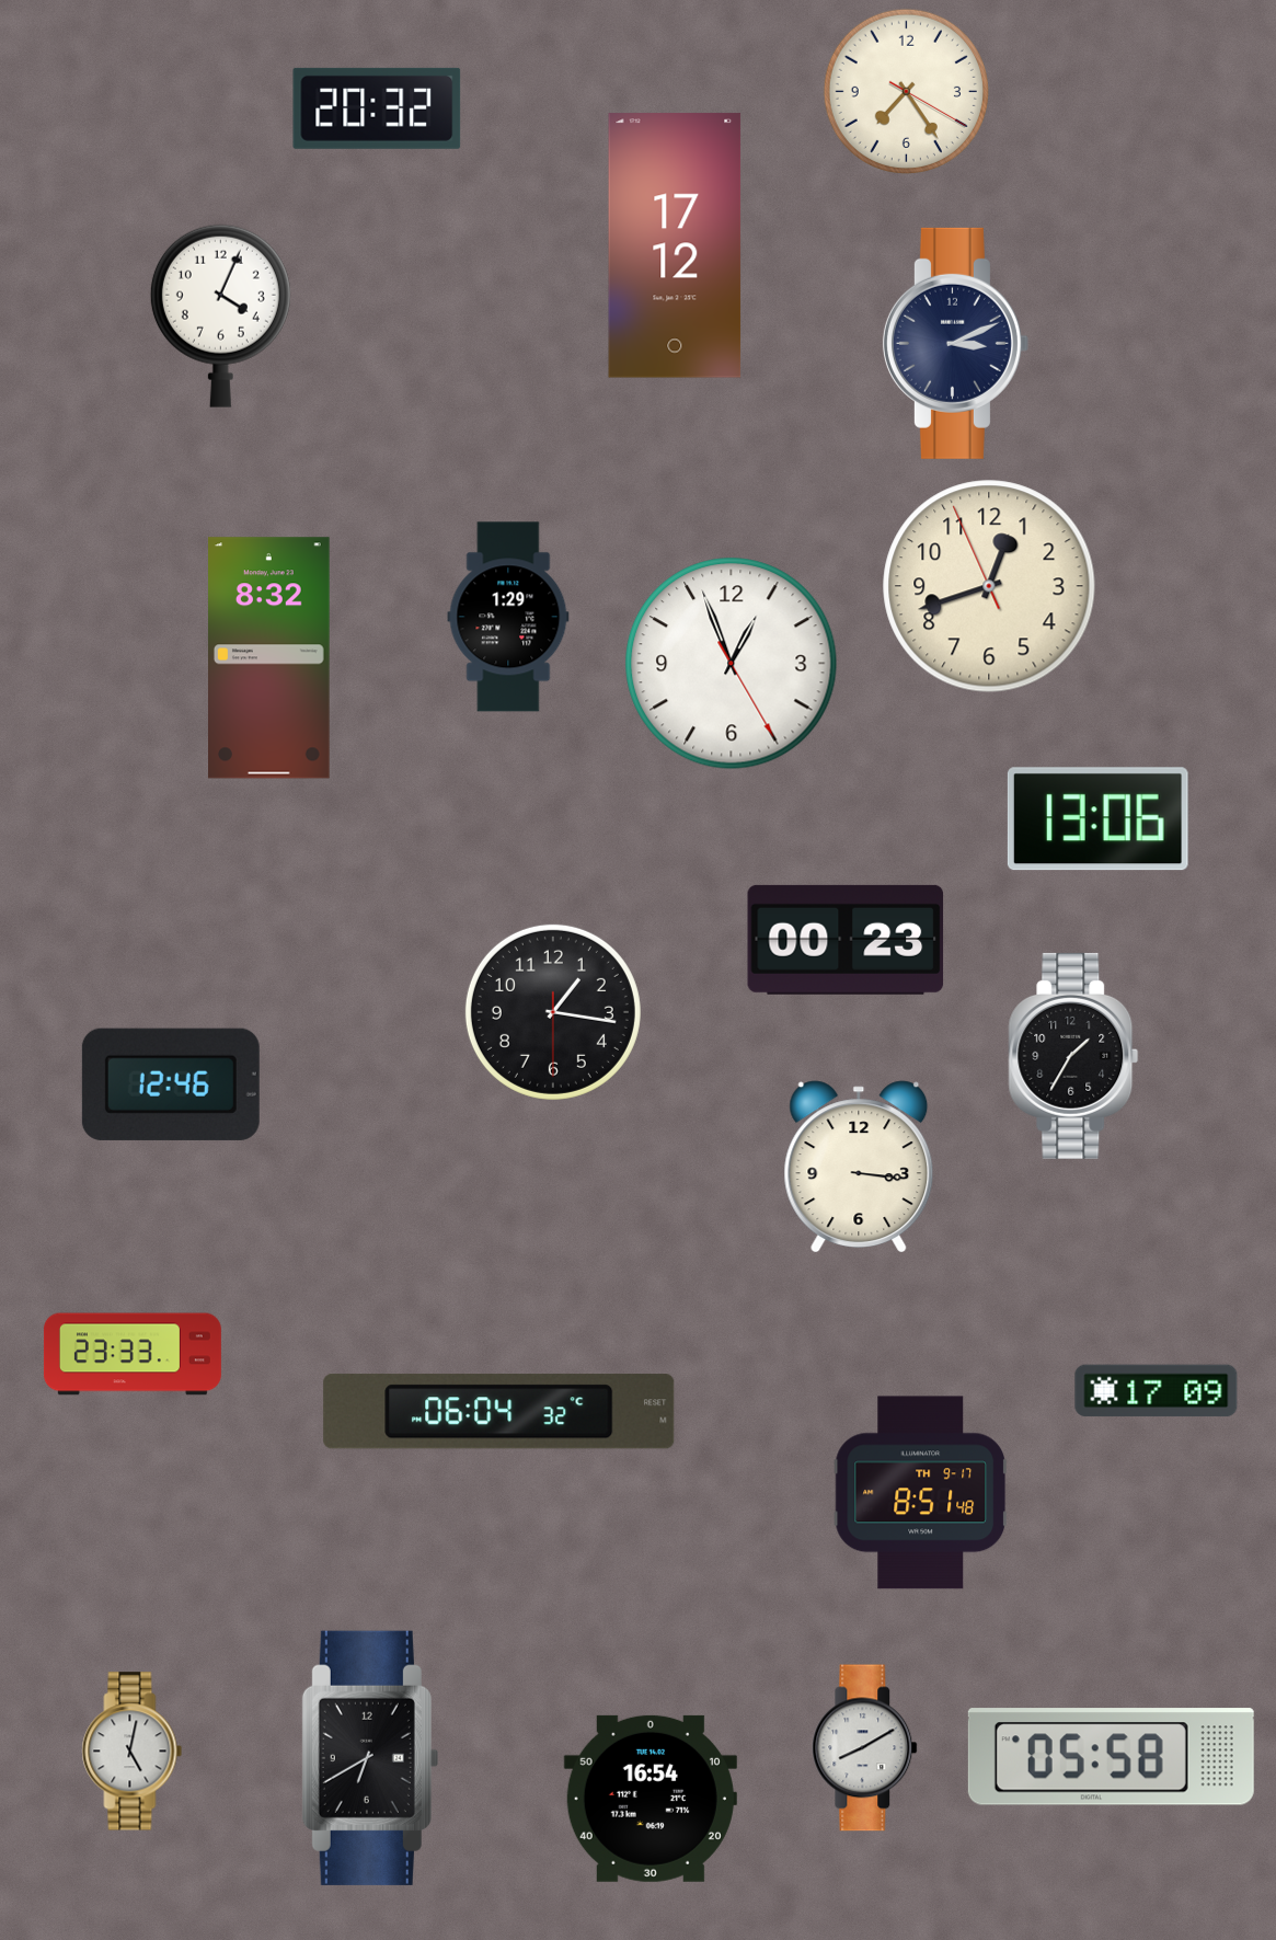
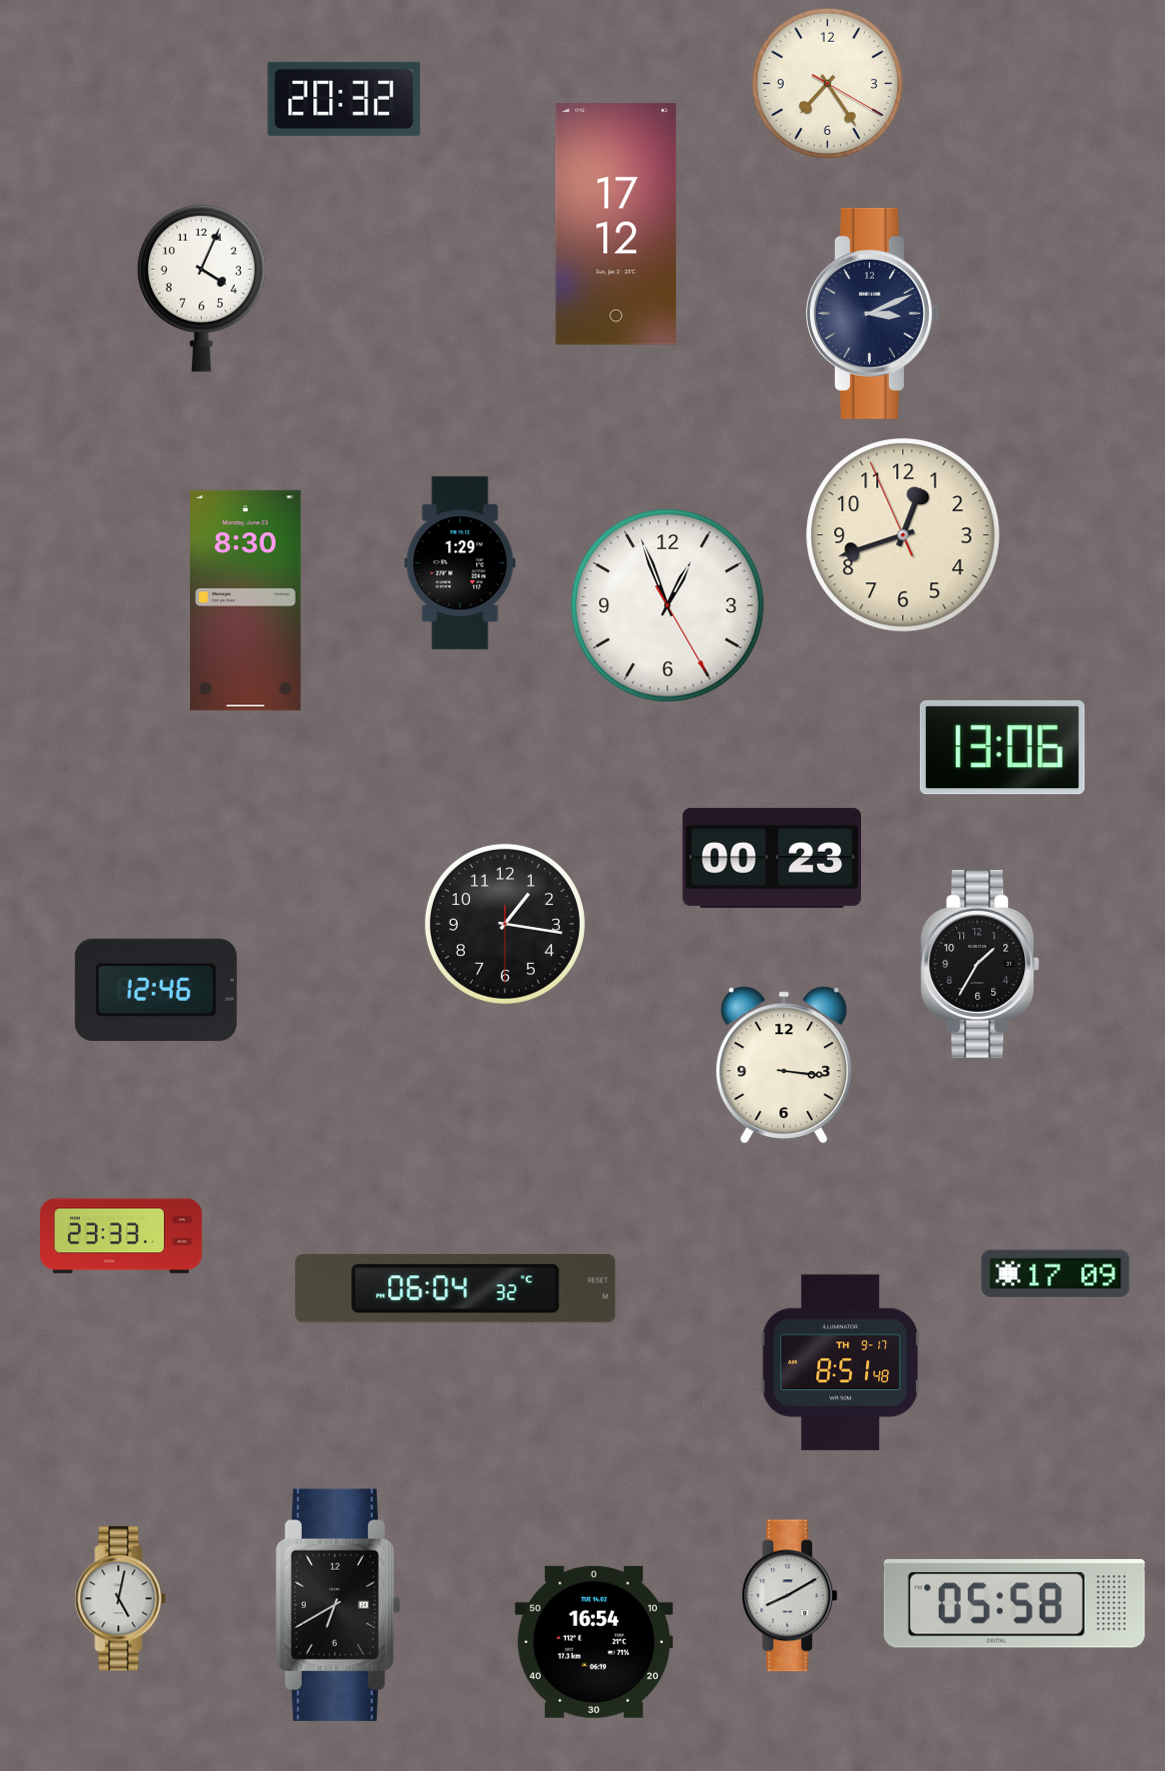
clock at (508, 617) position: (508, 617) -> (460, 563)
clock at (269, 658): 8:32 -> 8:30
clock at (1157, 1391) position: (1157, 1391) -> (1056, 1274)
